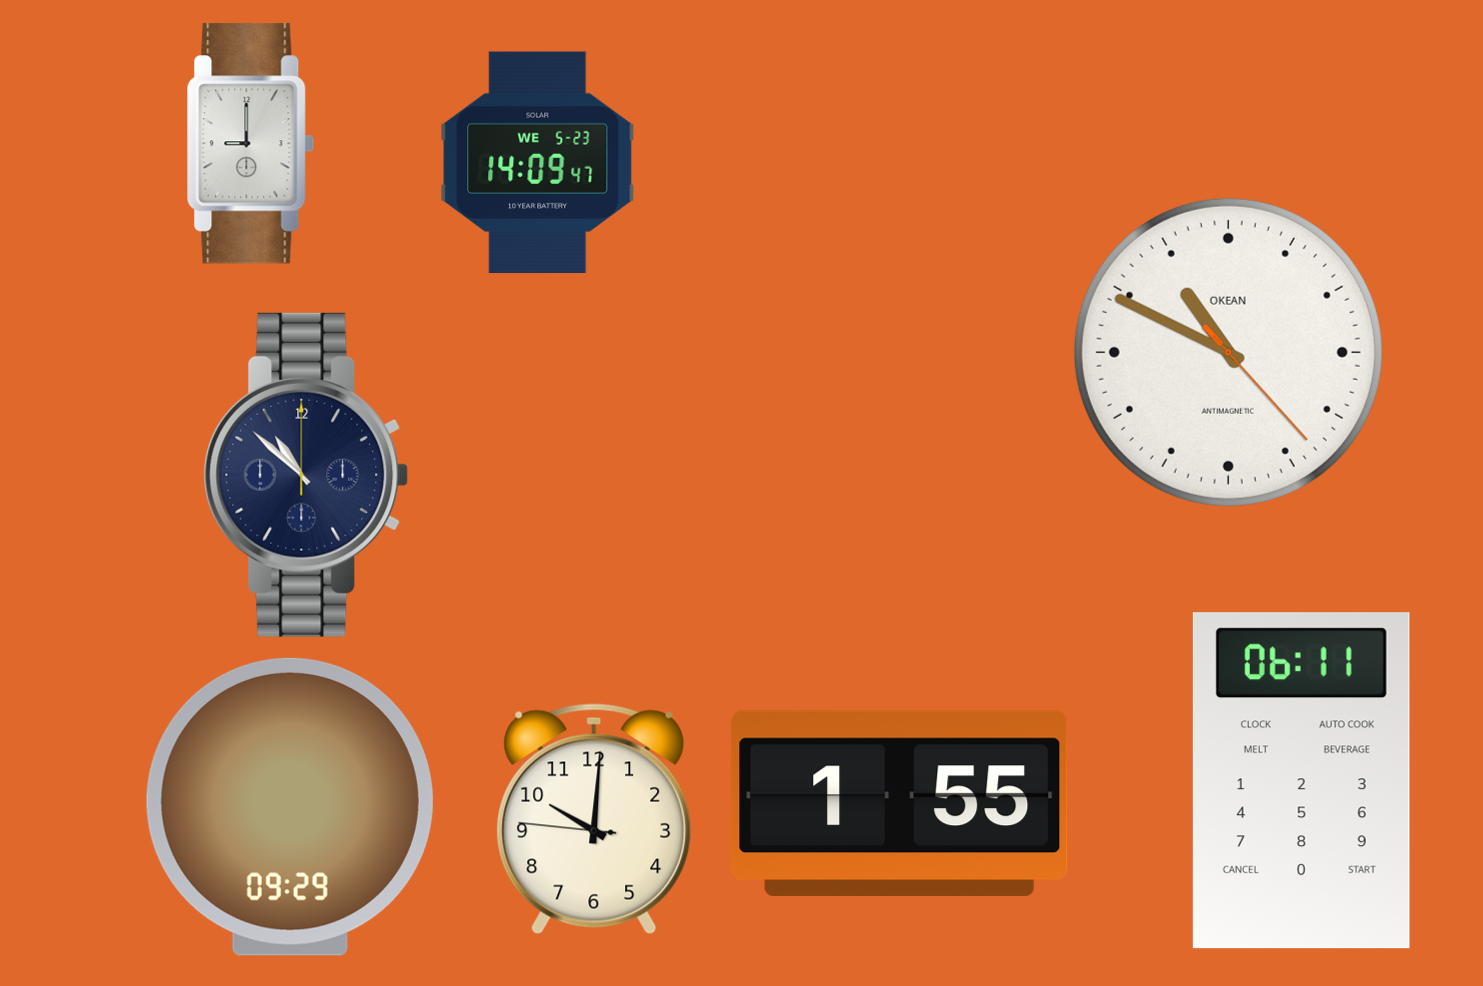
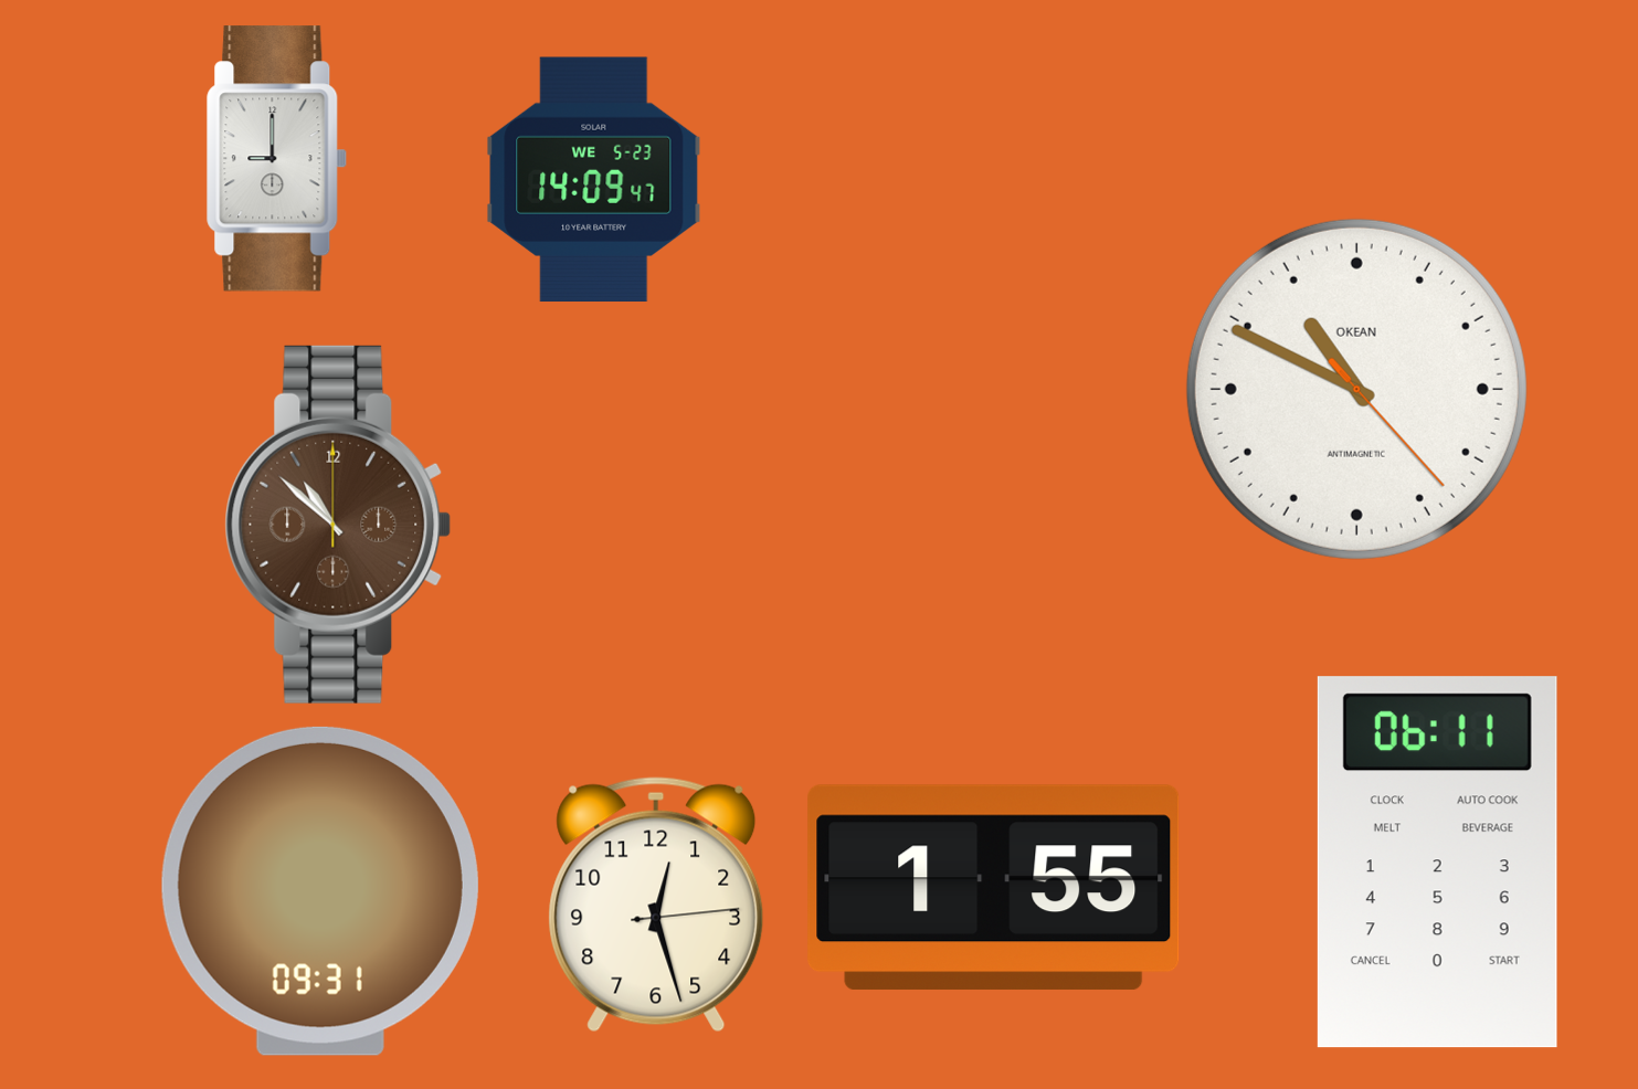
clock at (306, 475) dial: navy -> brown
clock at (290, 807): 09:29 -> 09:31
clock at (594, 819): 10:00 -> 12:27
